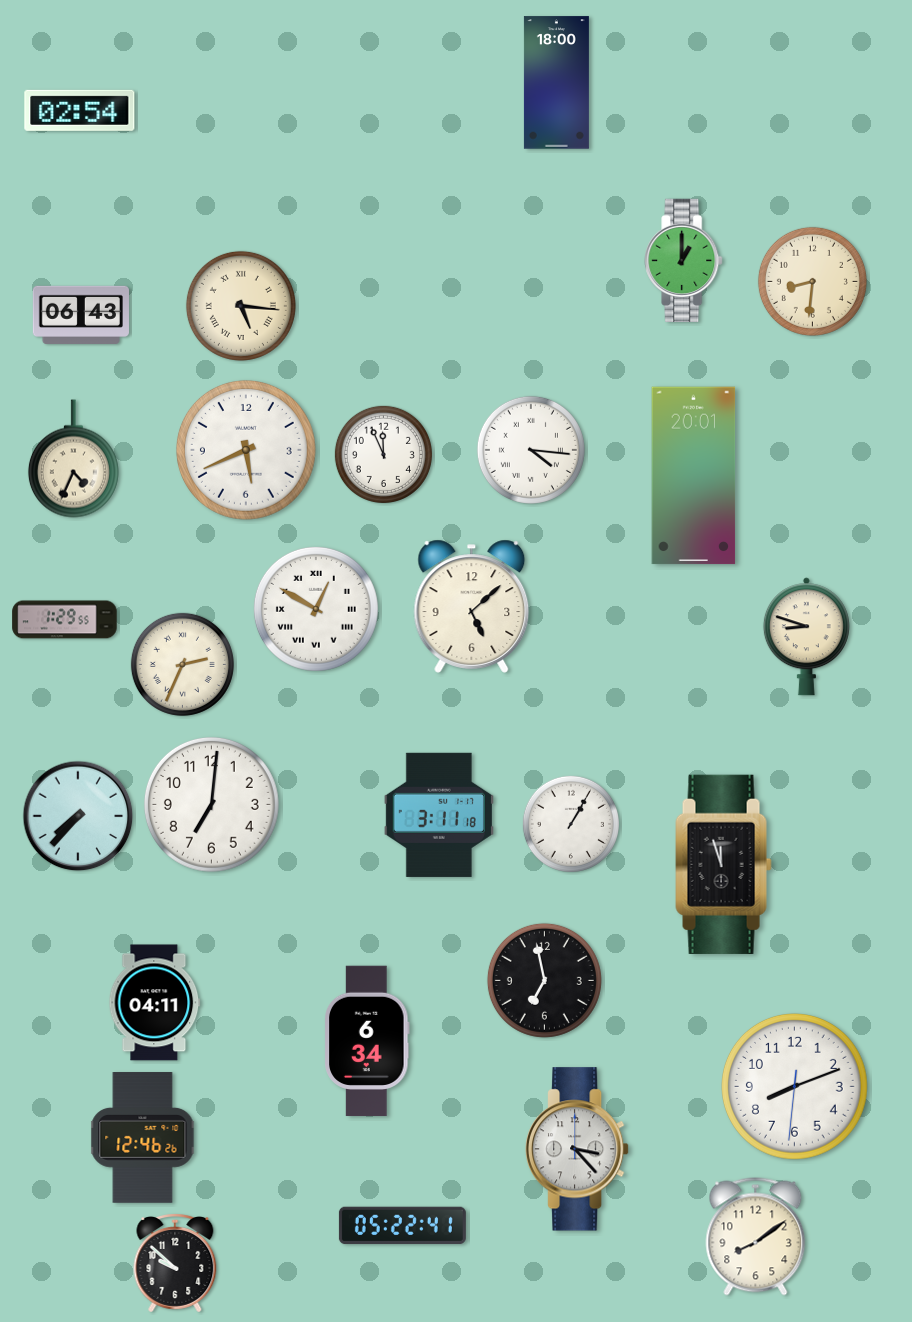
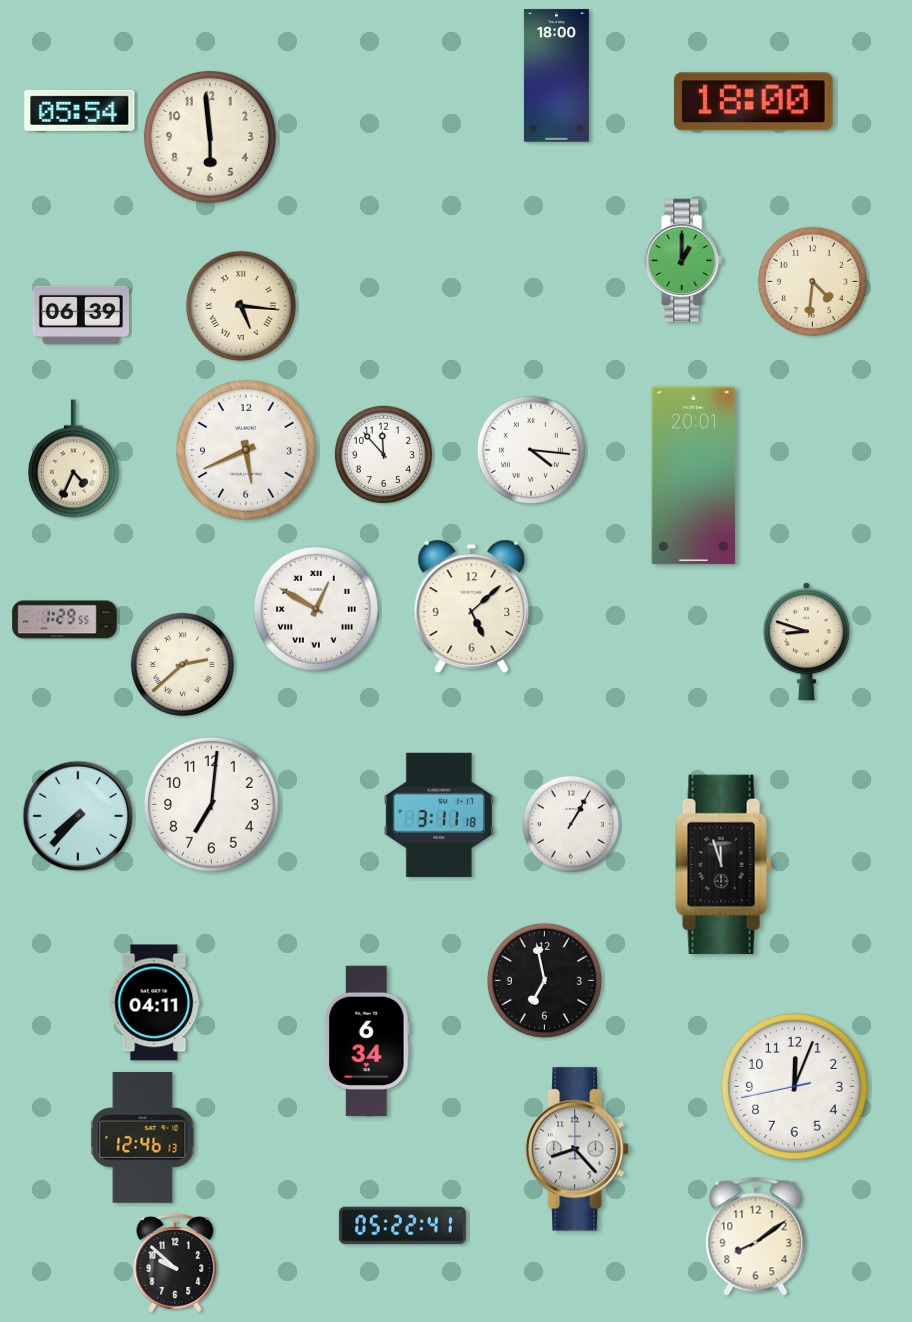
clock at (556, 83) position: (556, 83) -> (556, 76)
clock at (753, 102): none -> 18:00
clock at (80, 110): 02:54 -> 05:54
clock at (210, 137): none -> 5:59
clock at (812, 281): 8:31 -> 4:31
clock at (80, 315): 06:43 -> 06:39
clock at (383, 454): 11:56 -> 11:53
clock at (806, 637) position: (806, 637) -> (806, 642)
clock at (182, 664): 2:34 -> 2:38
clock at (795, 1087): 8:11 -> 12:03
clock at (143, 1138): 12:46:26 -> 12:46:13
clock at (578, 1149): 3:23 -> 8:23
